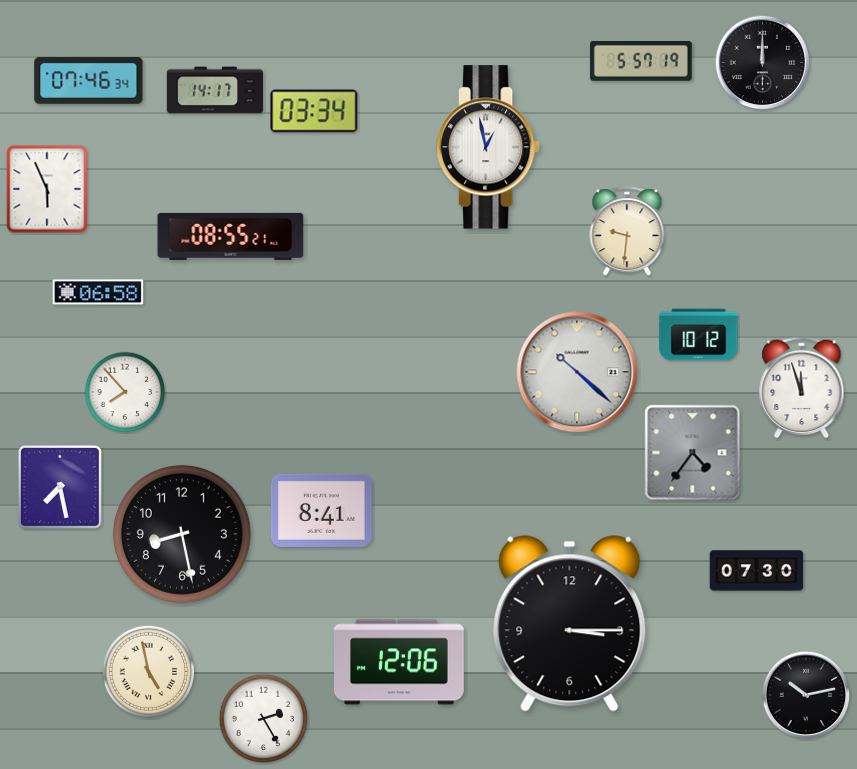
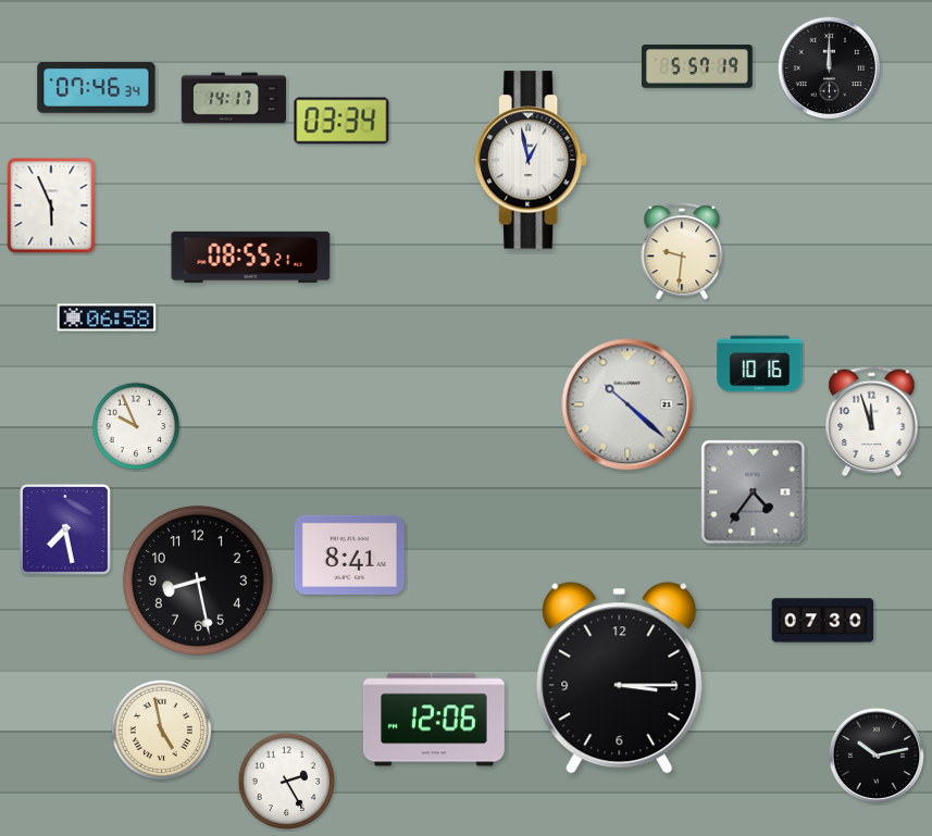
clock at (699, 335): 10:12 -> 10:16
clock at (125, 392): 7:53 -> 9:56
